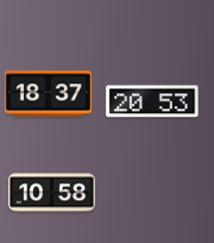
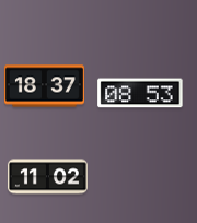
clock at (152, 101): 20:53 -> 08:53
clock at (51, 193): 10:58 -> 11:02
